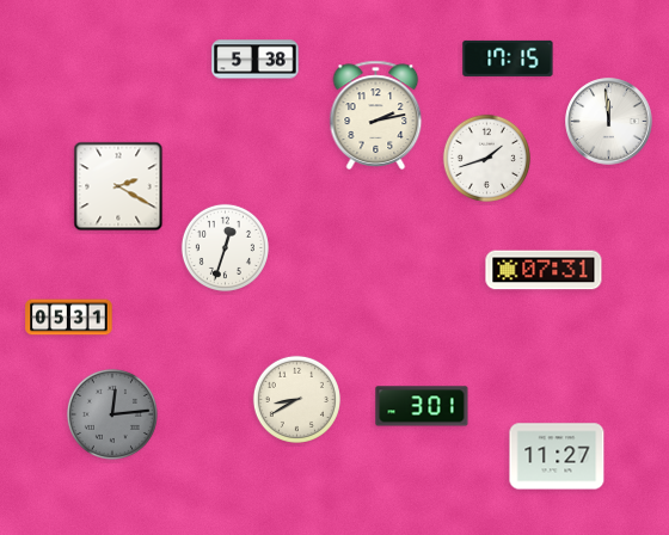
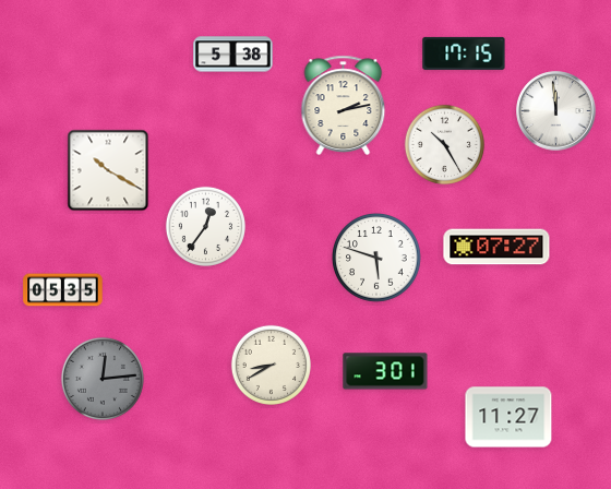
clock at (486, 158): 1:42 -> 10:25
clock at (118, 186): 2:20 -> 10:20
clock at (225, 247): 12:33 -> 12:36
clock at (544, 270): 07:31 -> 07:27
clock at (376, 258): none -> 5:48
clock at (69, 318): 05:31 -> 05:35
